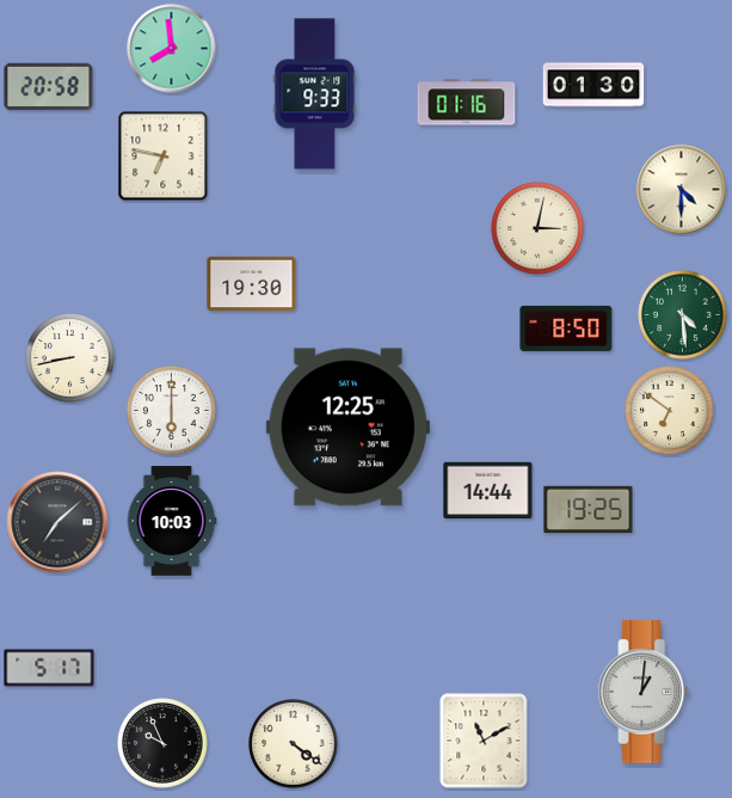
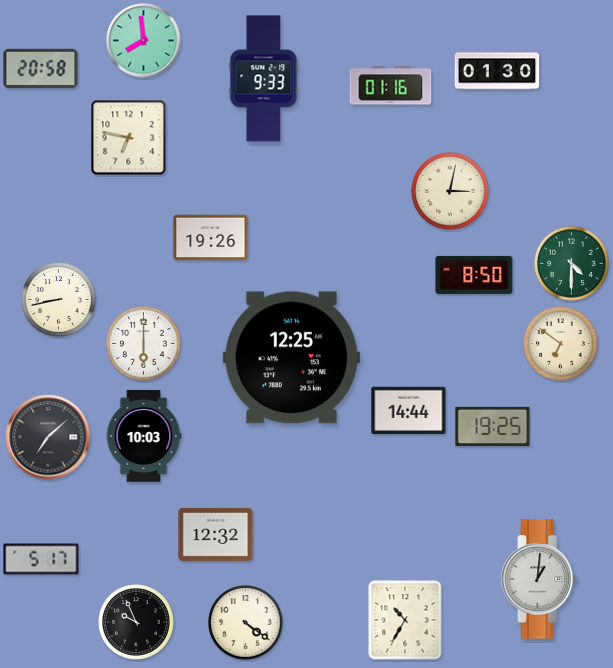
clock at (49, 87) position: (49, 87) -> (41, 69)
clock at (164, 156) position: (164, 156) -> (129, 138)
clock at (682, 190): 4:30 -> none
clock at (252, 284): 19:30 -> 19:26
clock at (683, 315): 4:29 -> 4:30
clock at (216, 534): none -> 12:32
clock at (484, 741): 11:10 -> 10:35
